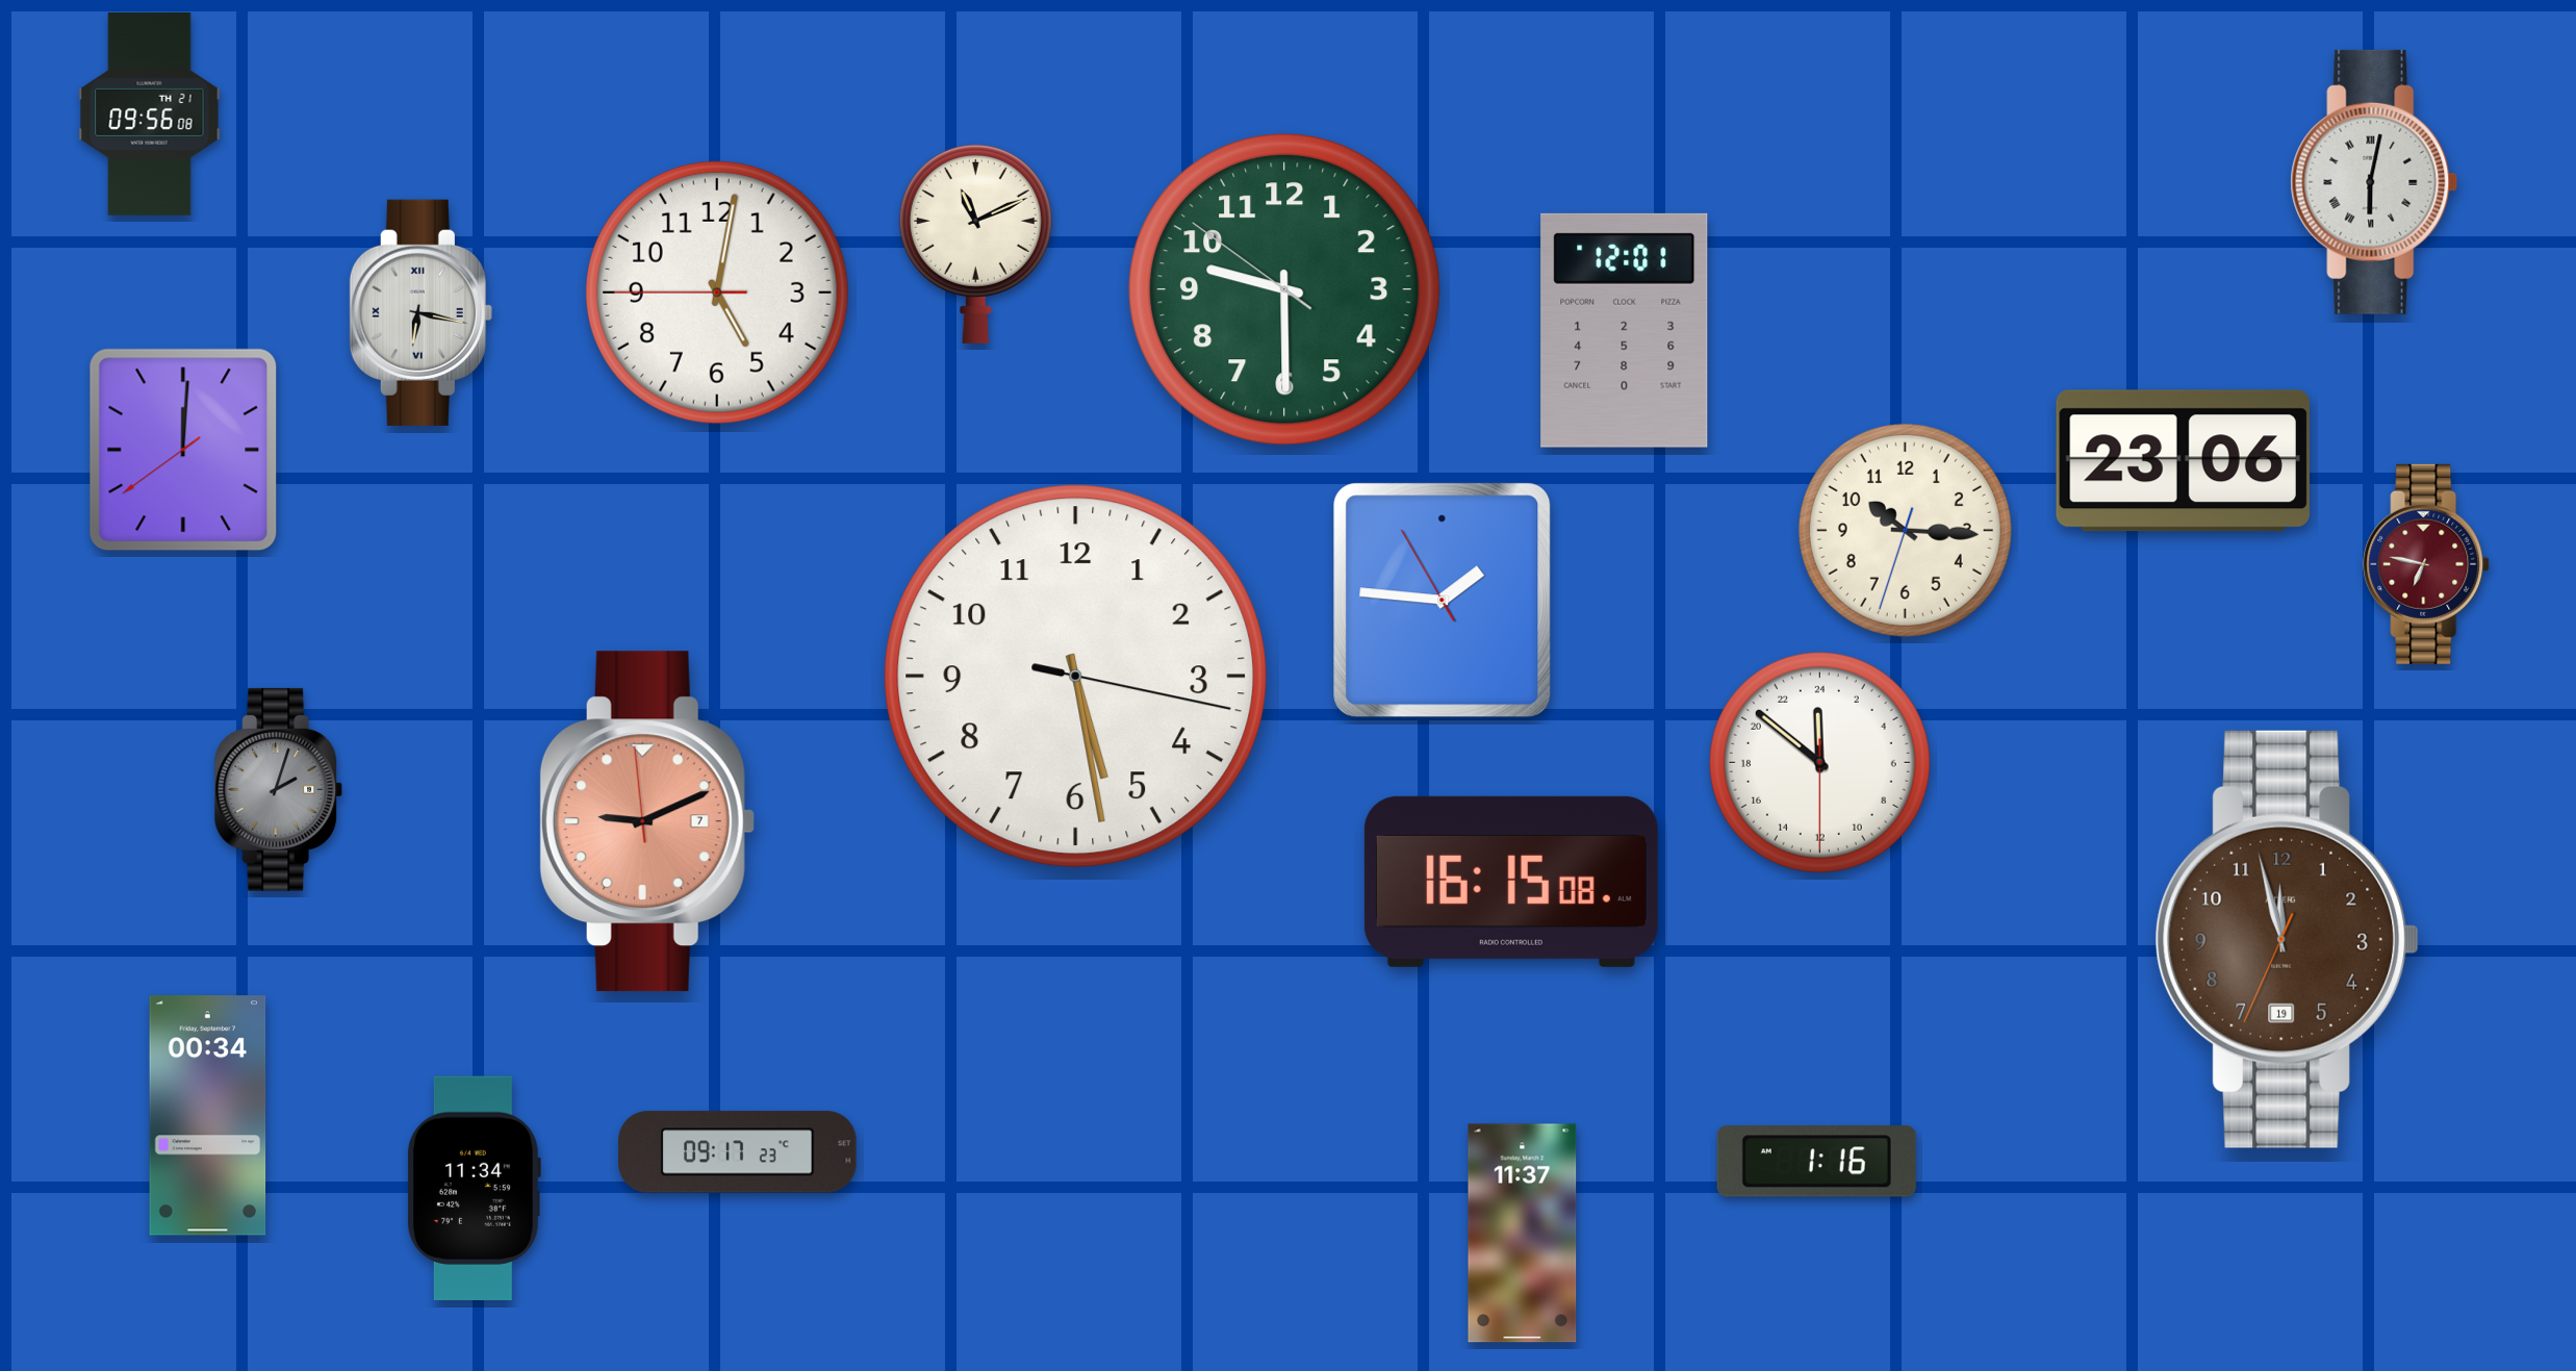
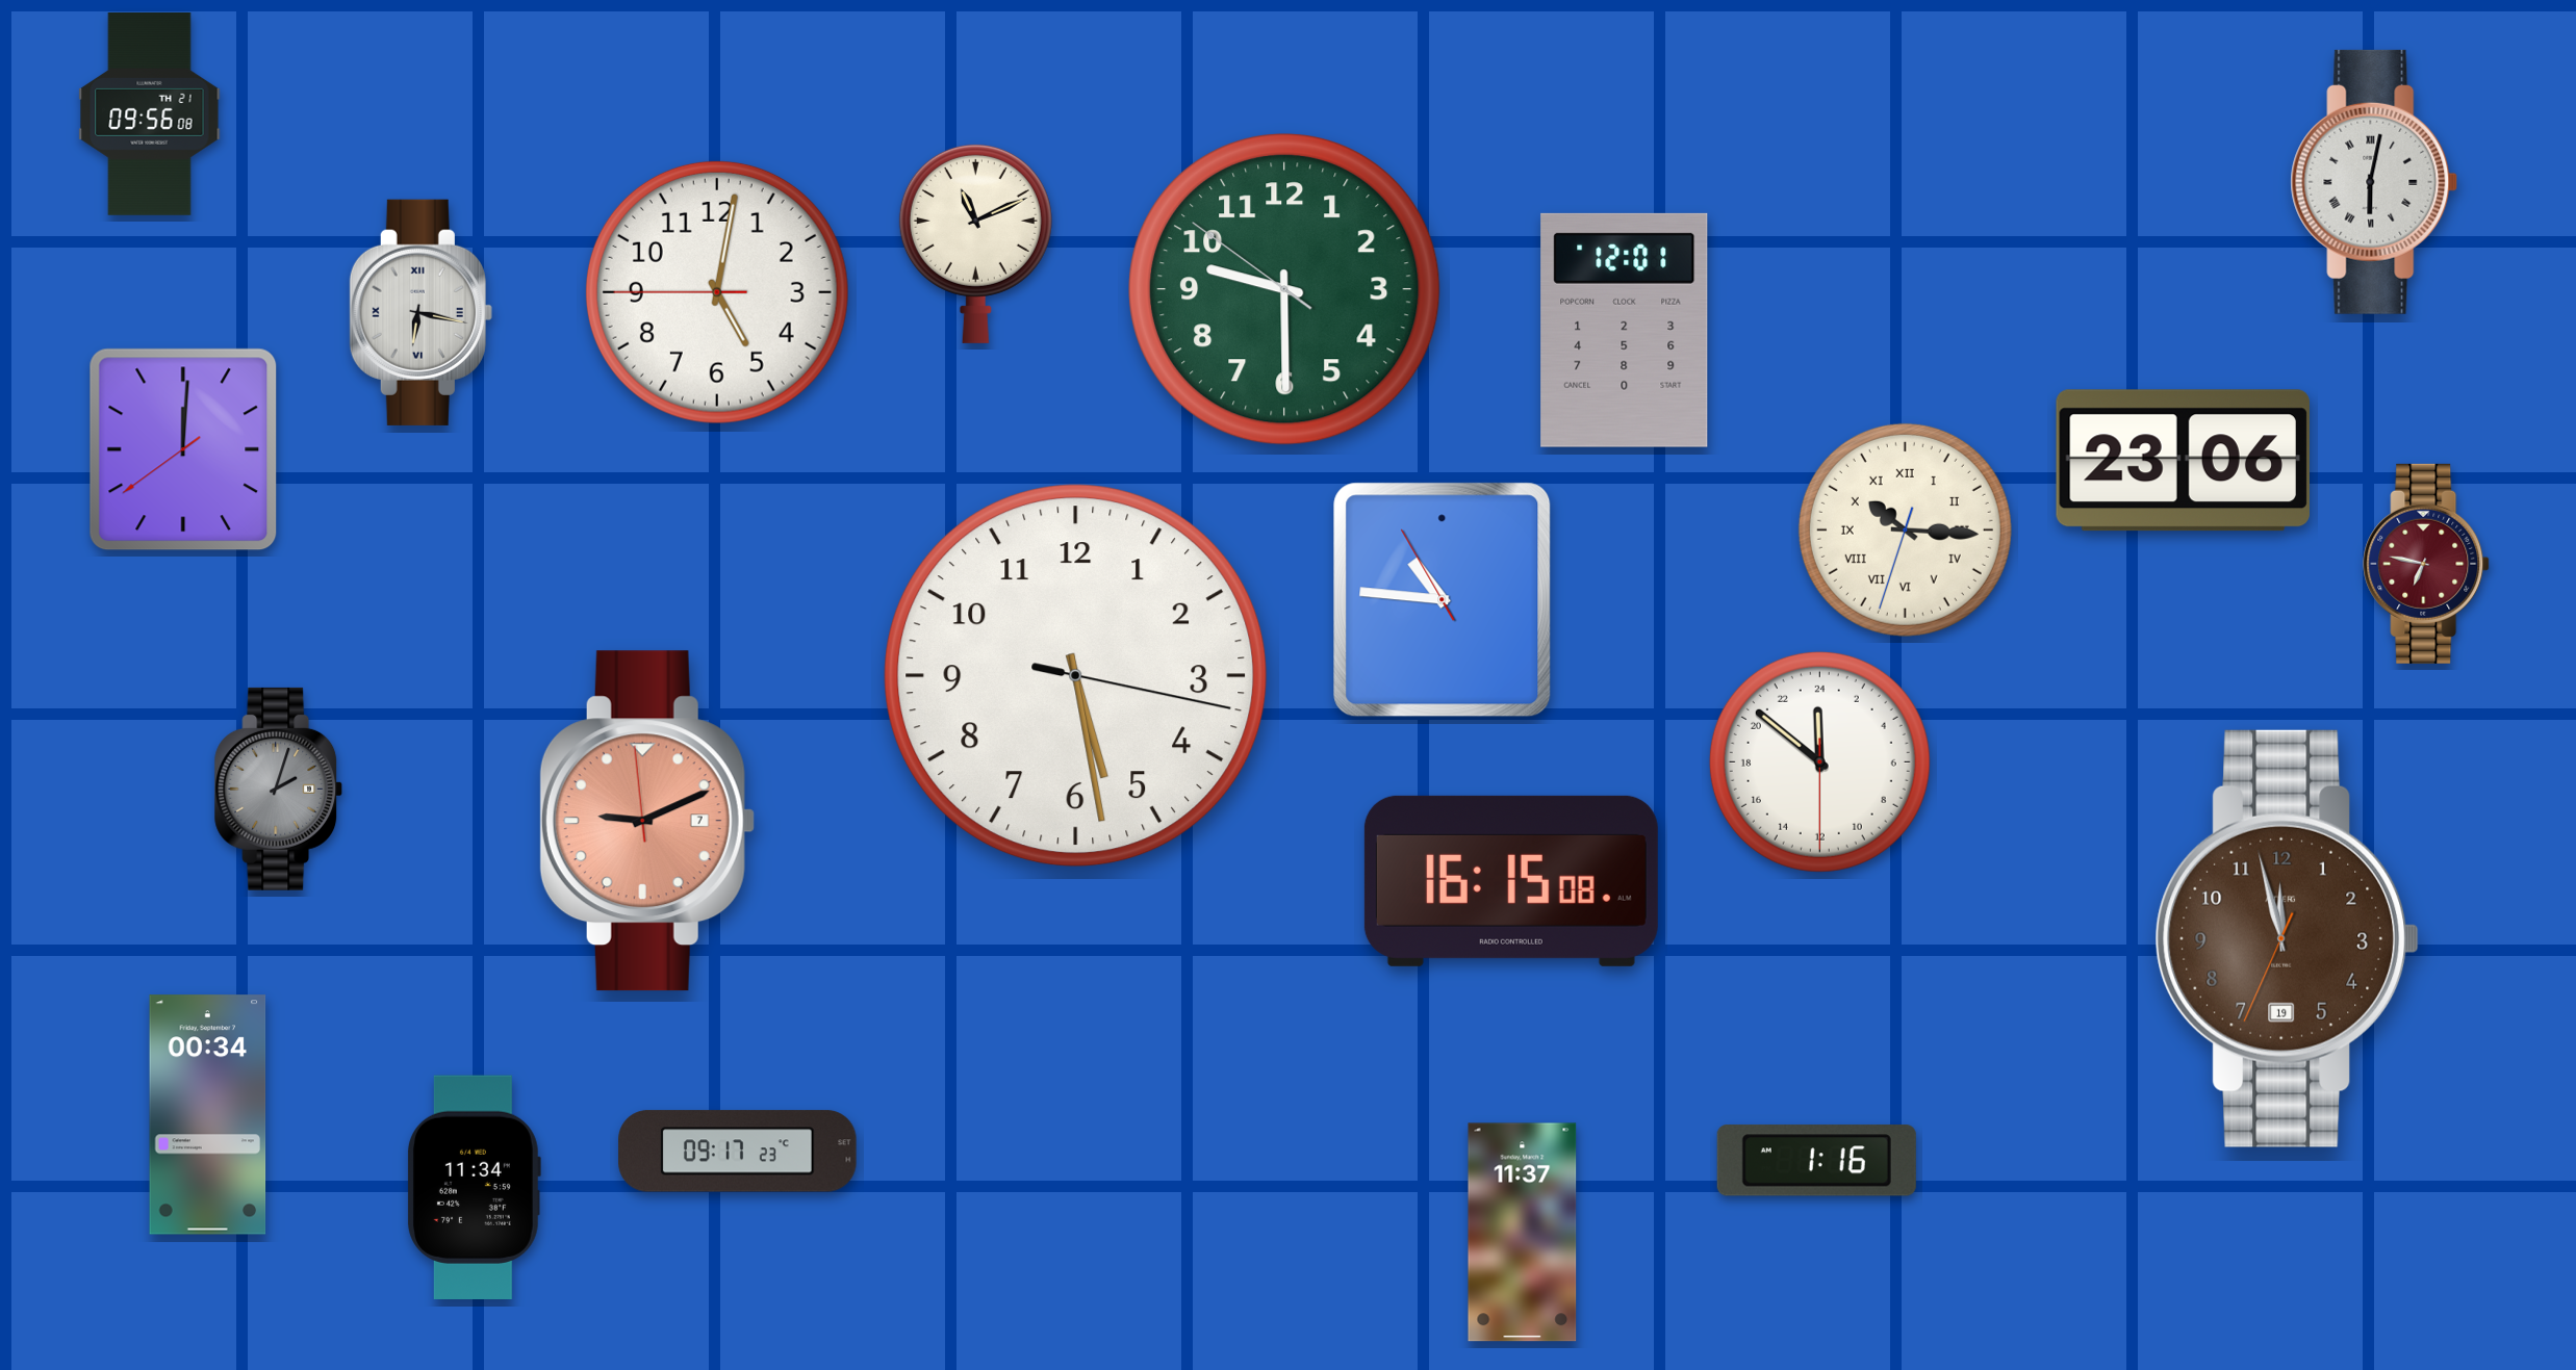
clock at (1905, 530) numerals: Arabic -> Roman
clock at (1443, 601): 1:45 -> 10:45
